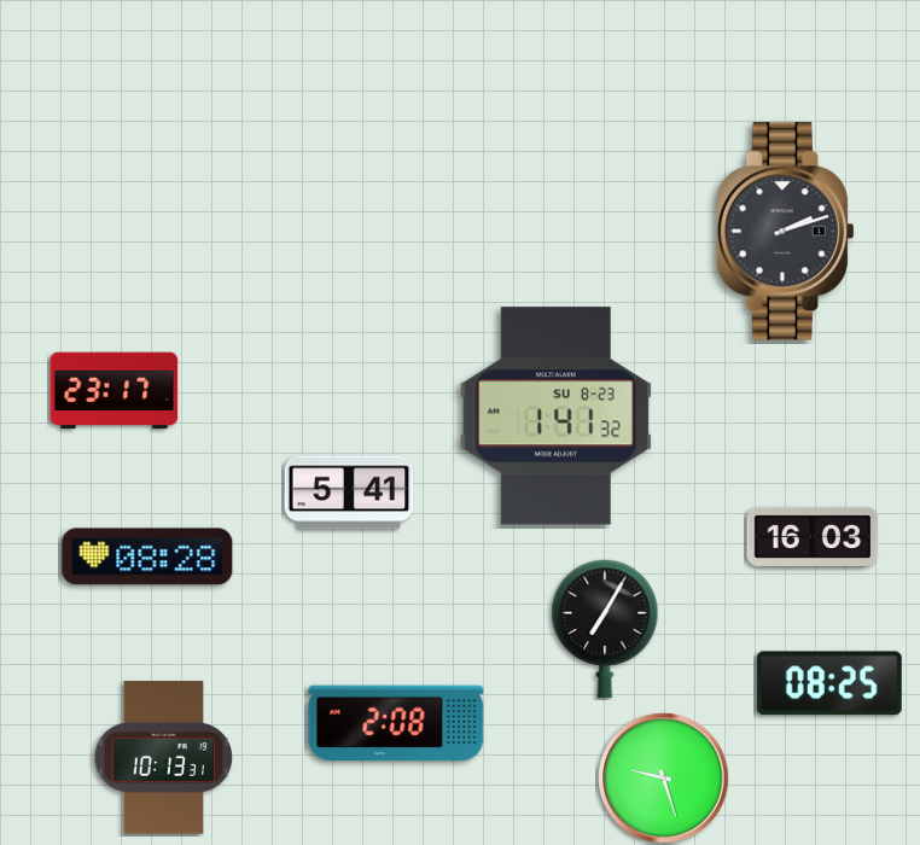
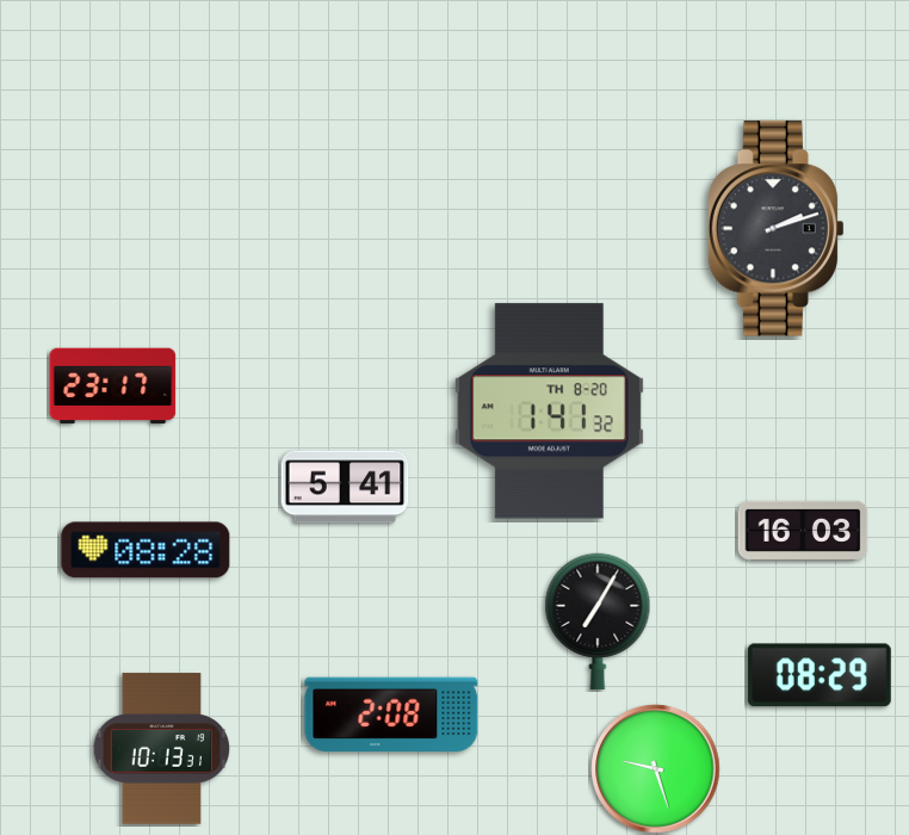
clock at (555, 416) date: SU 8-23 -> TH 8-20
clock at (829, 683): 08:25 -> 08:29
